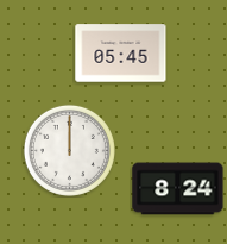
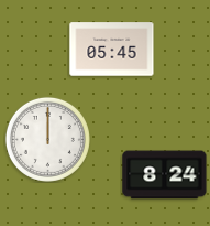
clock at (69, 150) position: (69, 150) -> (47, 139)
